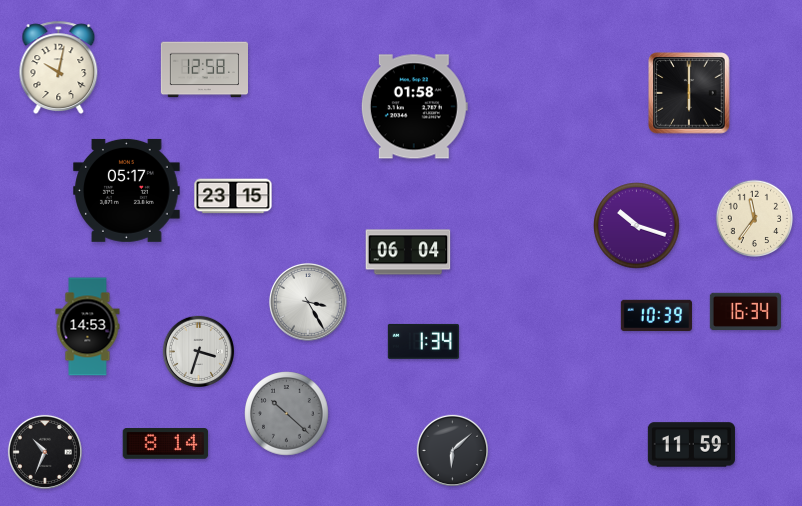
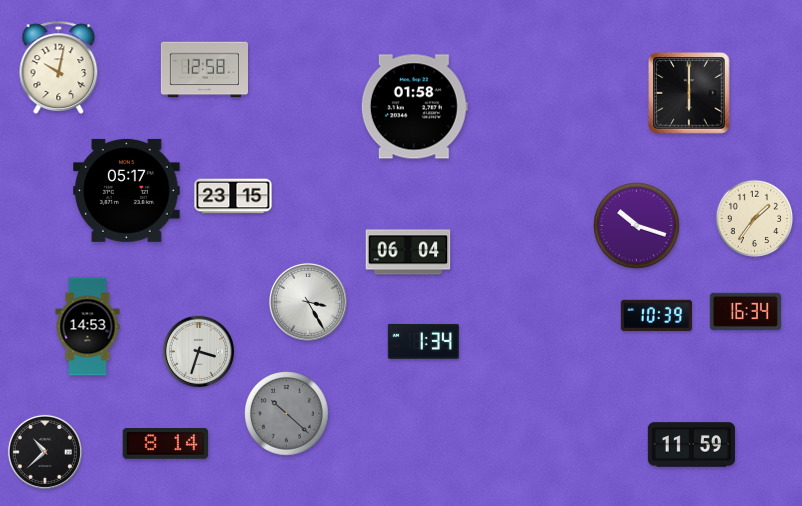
clock at (755, 219): 11:36 -> 1:36
clock at (452, 450): 6:08 -> none
clock at (45, 452): 10:34 -> 10:38
